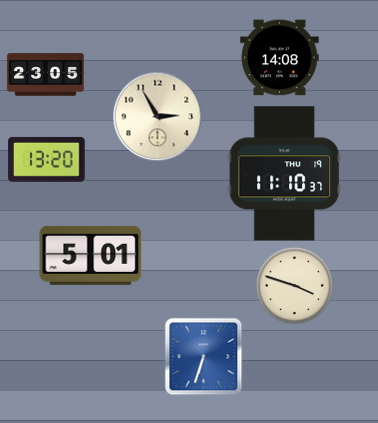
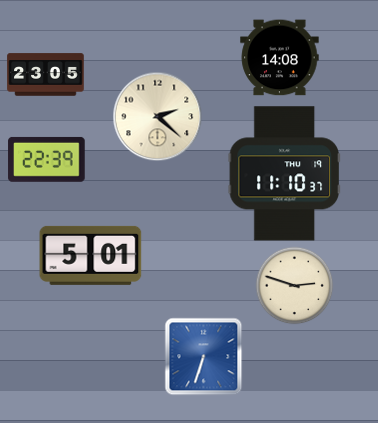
clock at (157, 116): 2:55 -> 2:22
clock at (47, 159): 13:20 -> 22:39
clock at (294, 285): 3:48 -> 2:48
